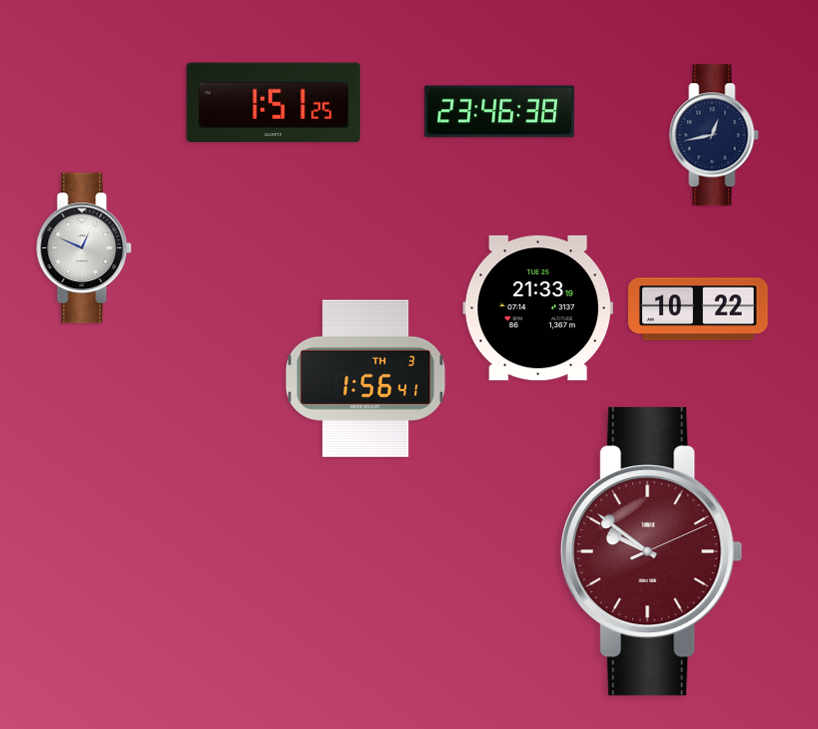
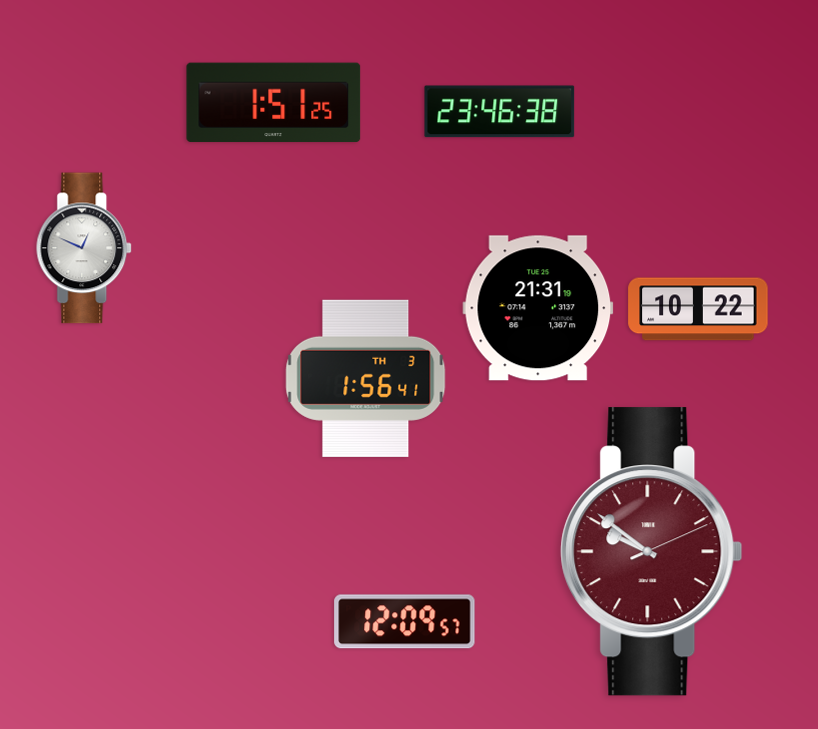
clock at (714, 135): 12:43 -> none
clock at (538, 308): 21:33 -> 21:31
clock at (405, 622): none -> 12:09
